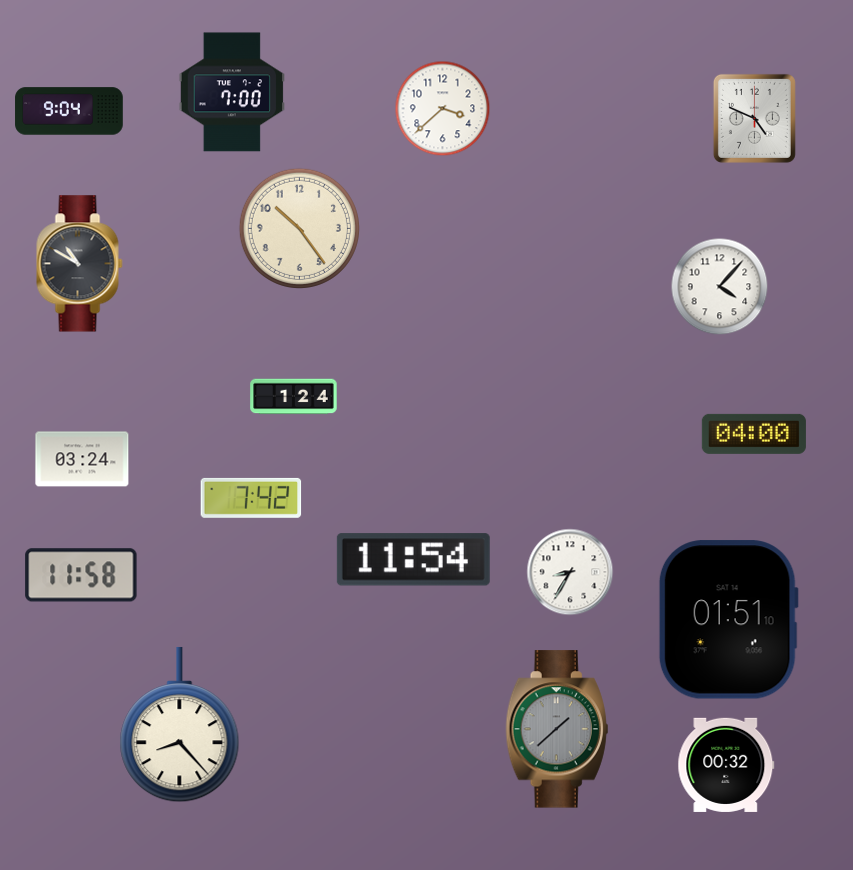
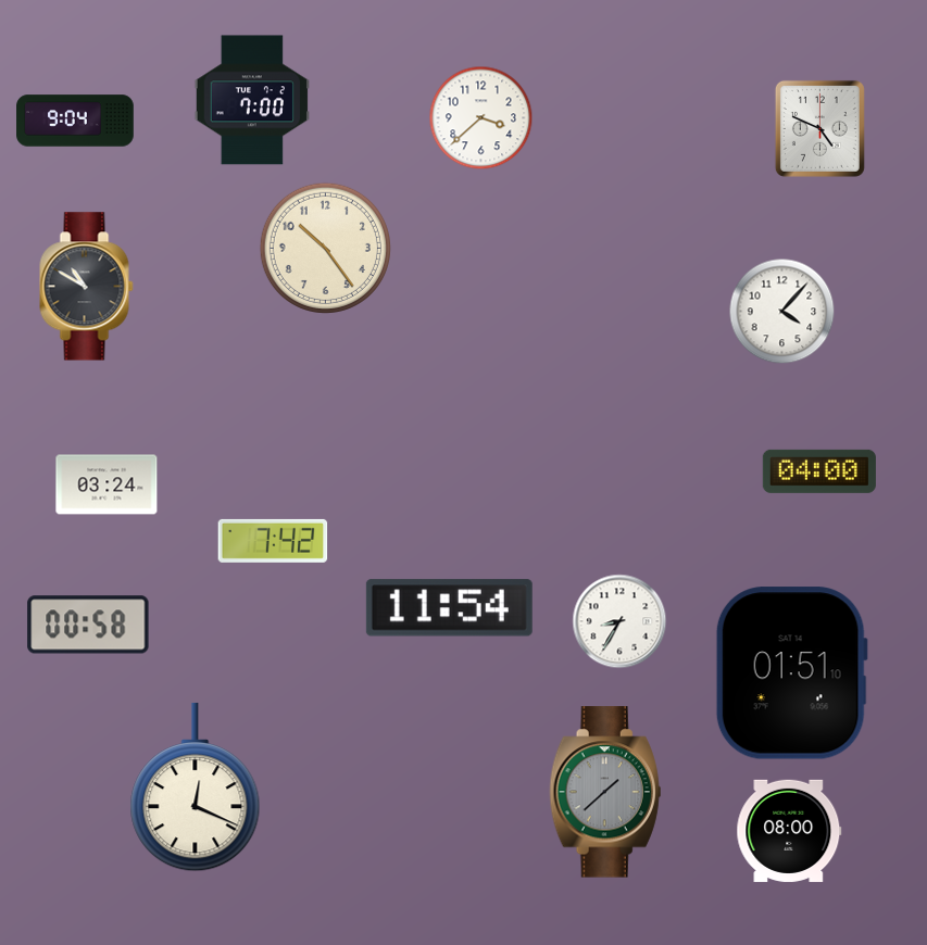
clock at (294, 397): 1:24 -> none
clock at (82, 459) position: (82, 459) -> (107, 484)
clock at (81, 575): 11:58 -> 00:58
clock at (180, 725): 8:23 -> 12:19
clock at (726, 765): 00:32 -> 08:00
